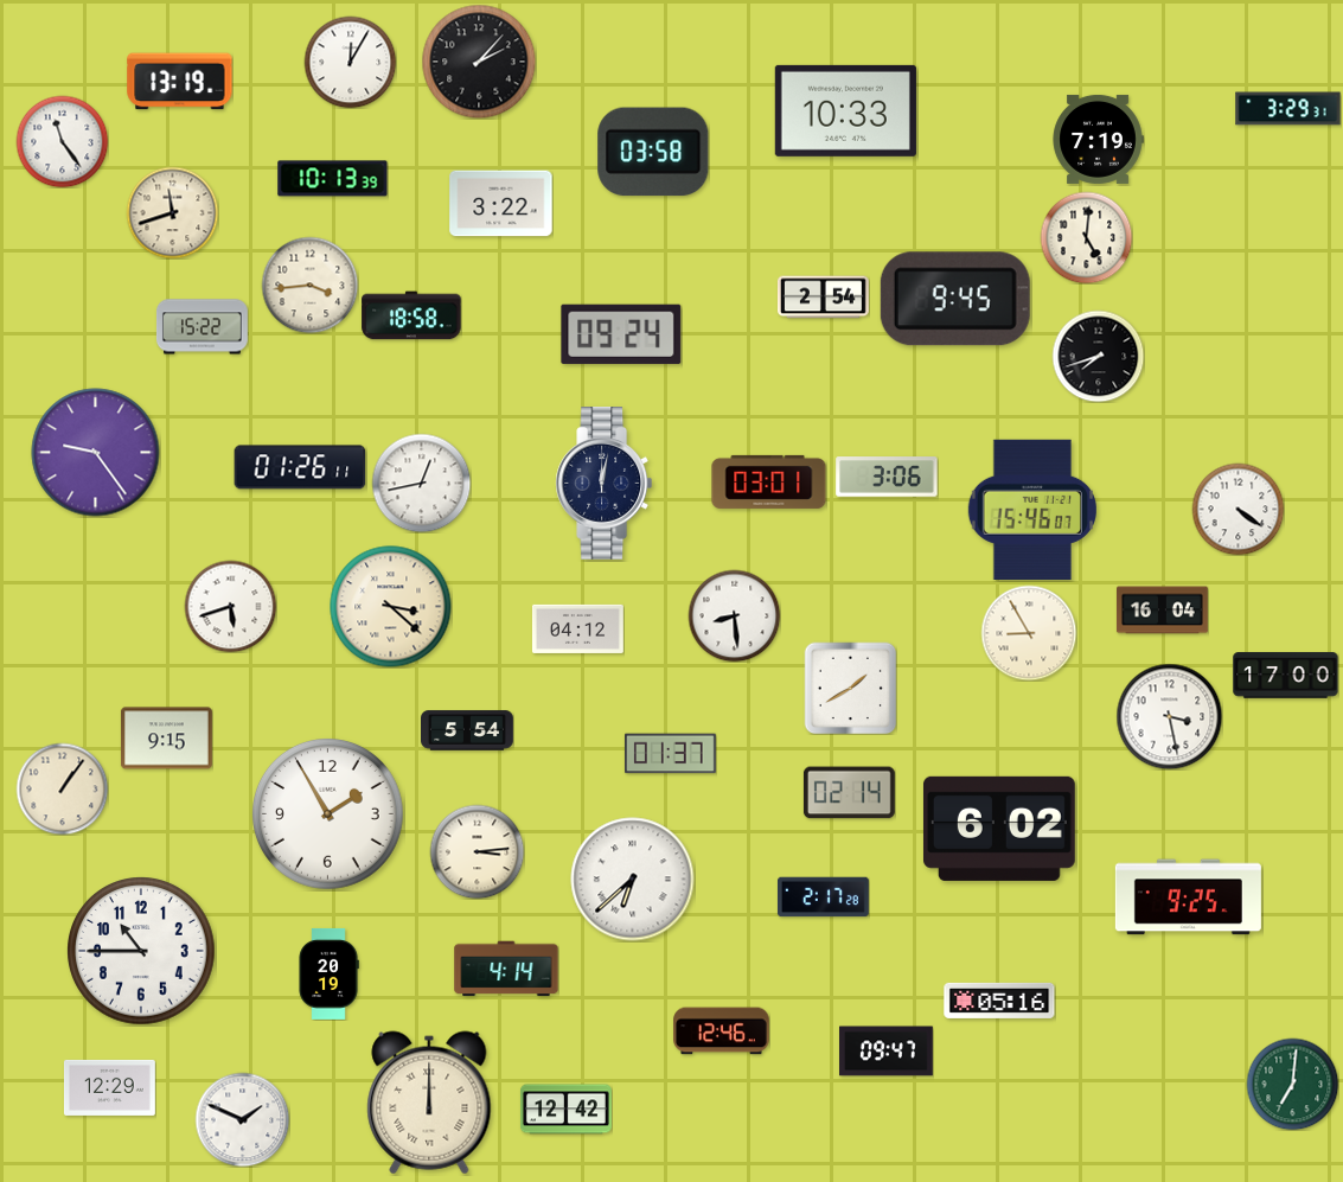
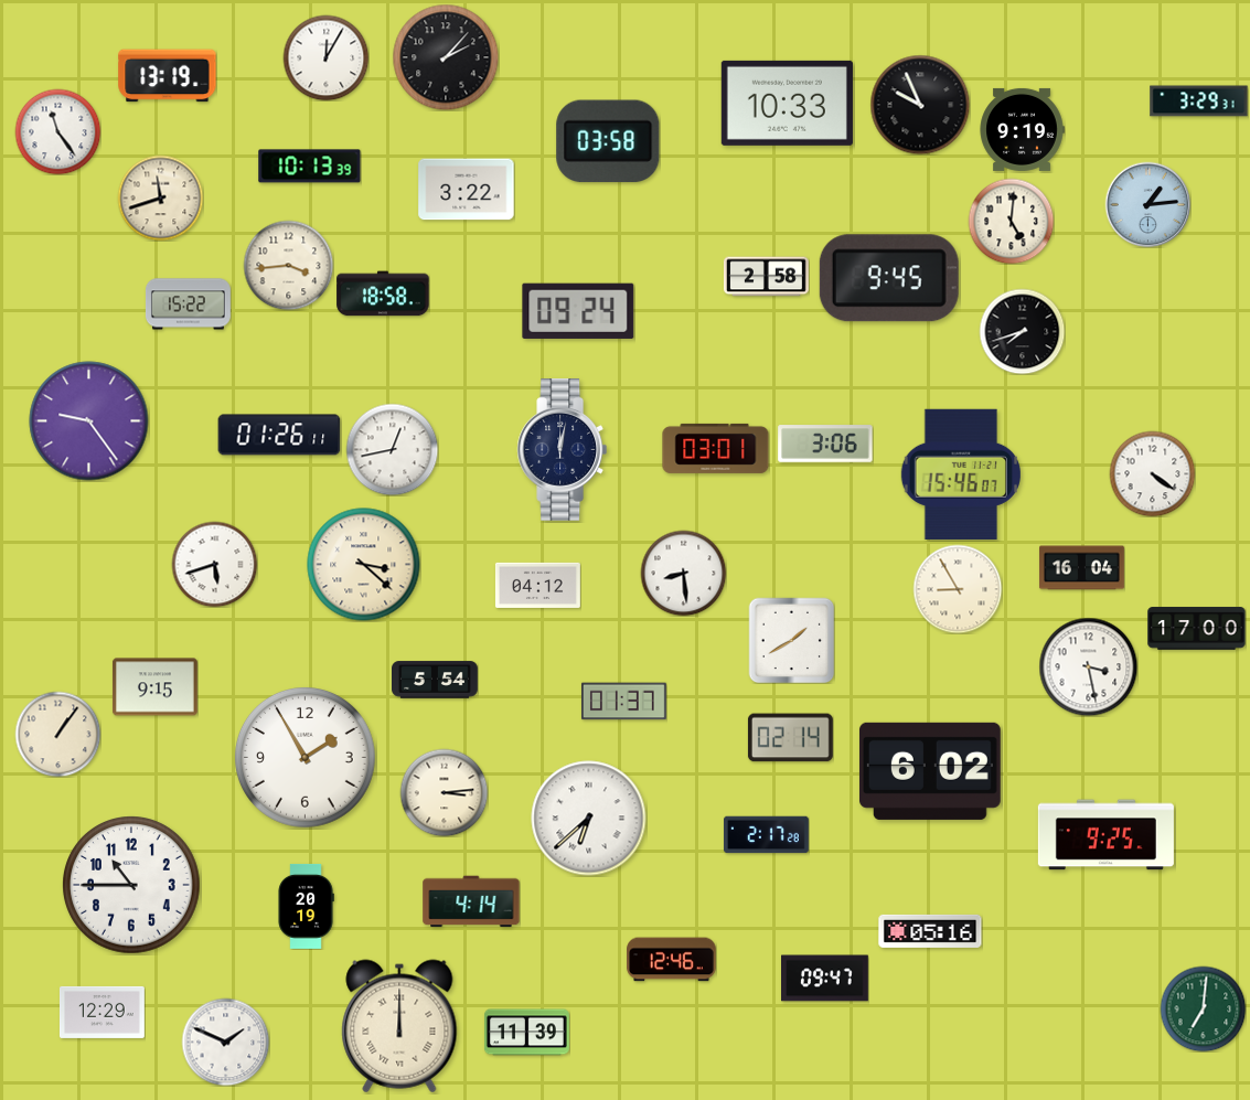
clock at (920, 105): none -> 9:56
clock at (1098, 139): 7:19 -> 9:19
clock at (1147, 204): none -> 1:14
clock at (823, 298): 2:54 -> 2:58
clock at (565, 1110): 12:42 -> 11:39
